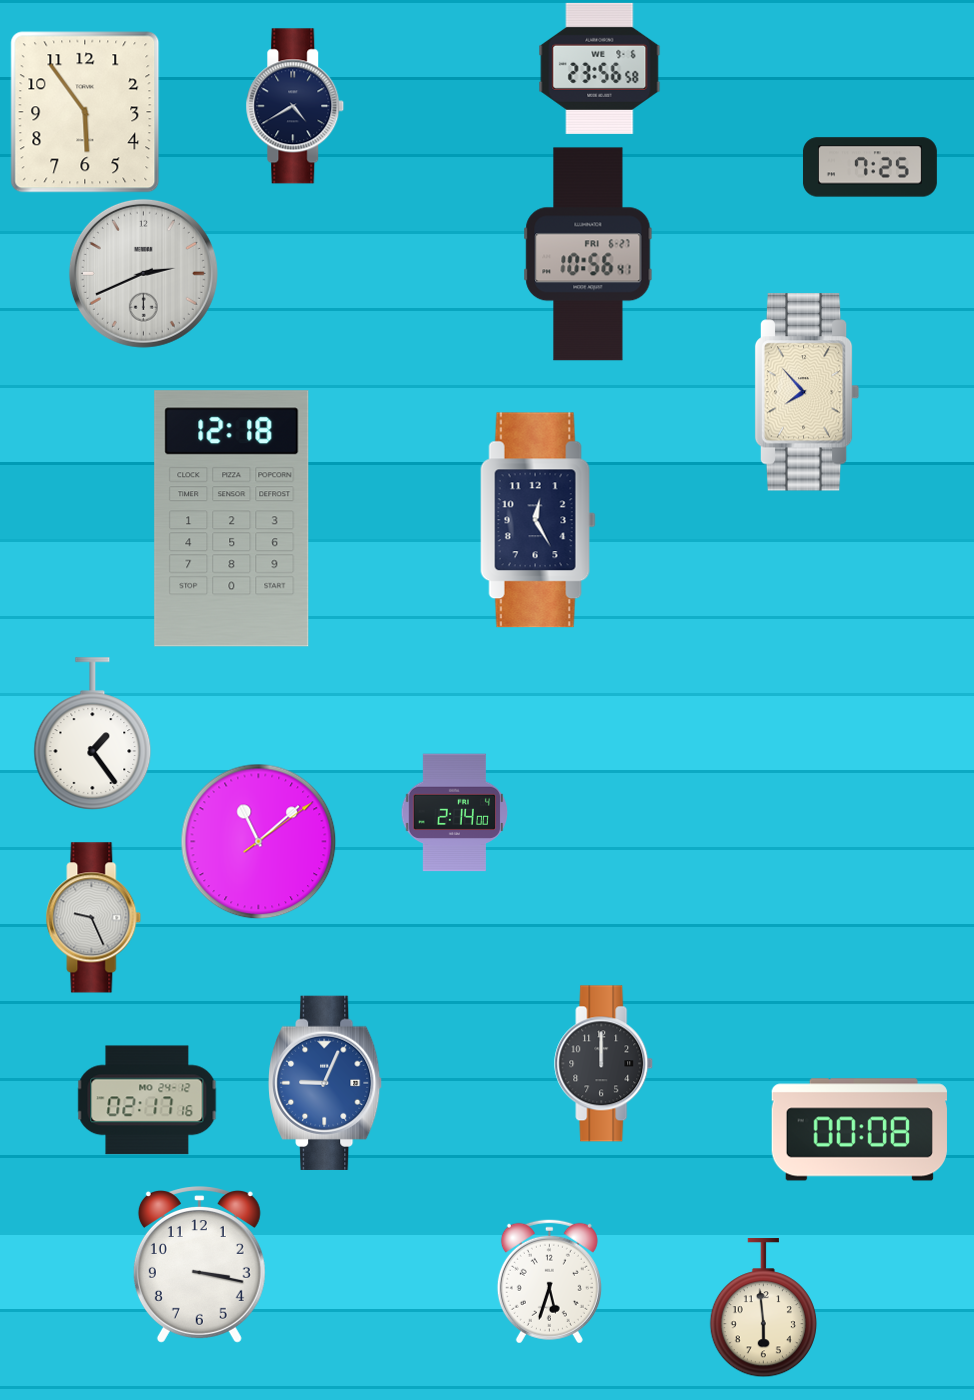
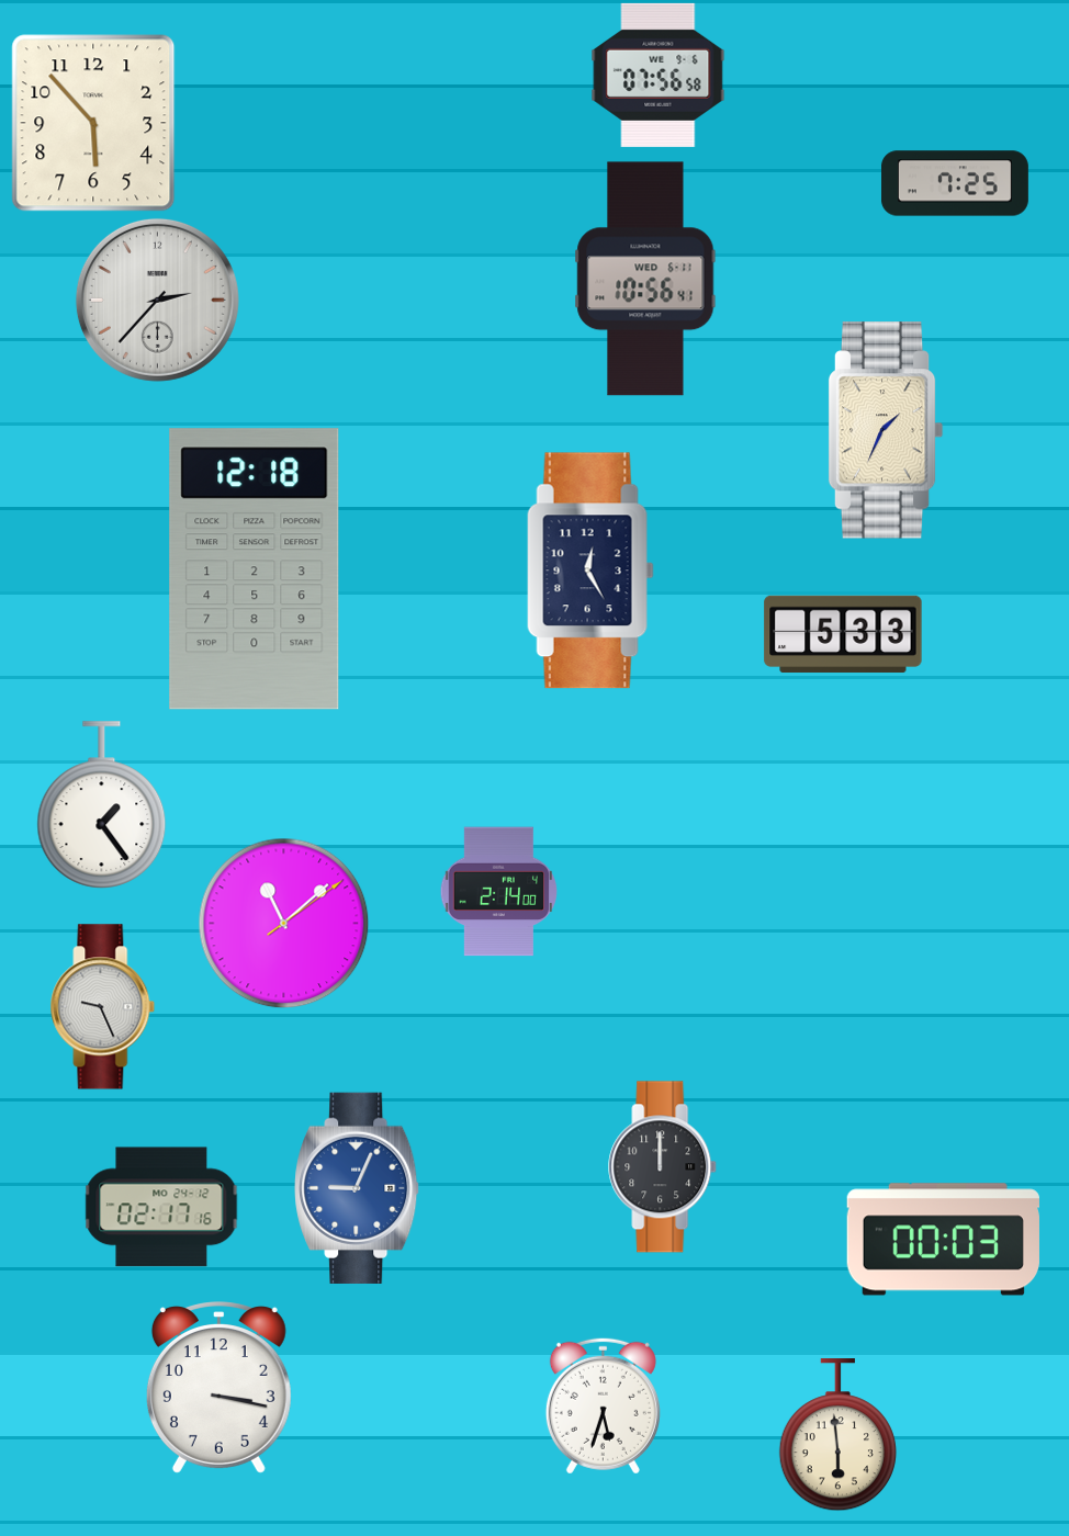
clock at (600, 68): 23:56 -> 07:56
clock at (295, 106): 4:40 -> none
clock at (85, 112): 5:54 -> 5:53
clock at (588, 254) date: FRI 6-27 -> WED 6-11
clock at (143, 273): 2:41 -> 2:37
clock at (807, 392): 7:53 -> 1:34
clock at (843, 634): none -> 5:33
clock at (859, 1130): 00:08 -> 00:03
